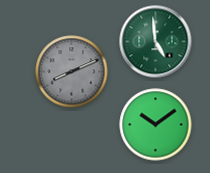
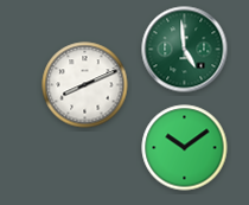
clock at (72, 72) dial: grey -> white
